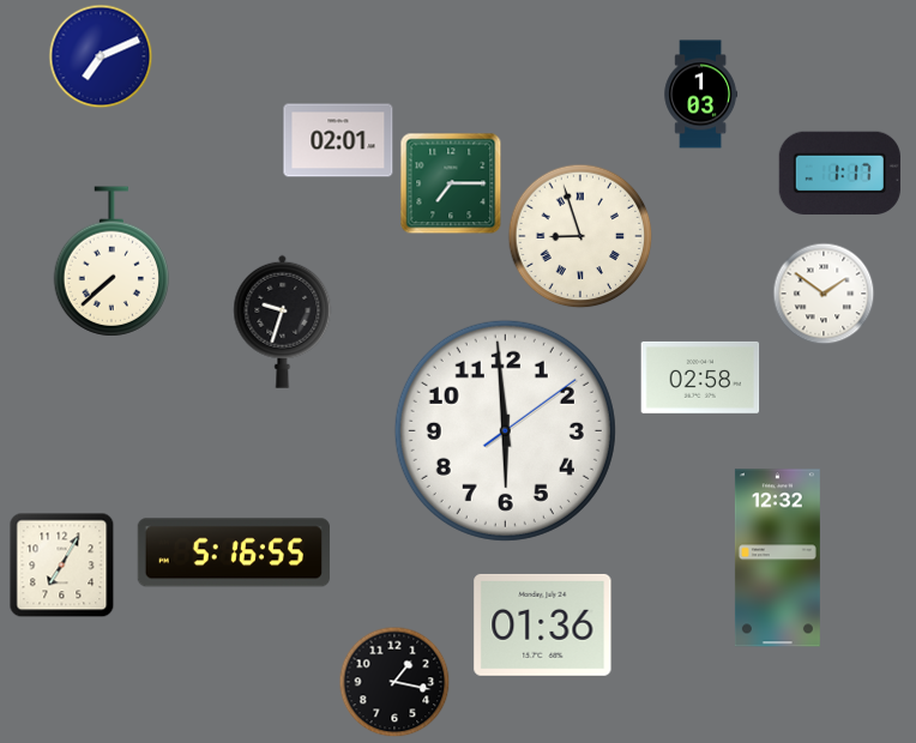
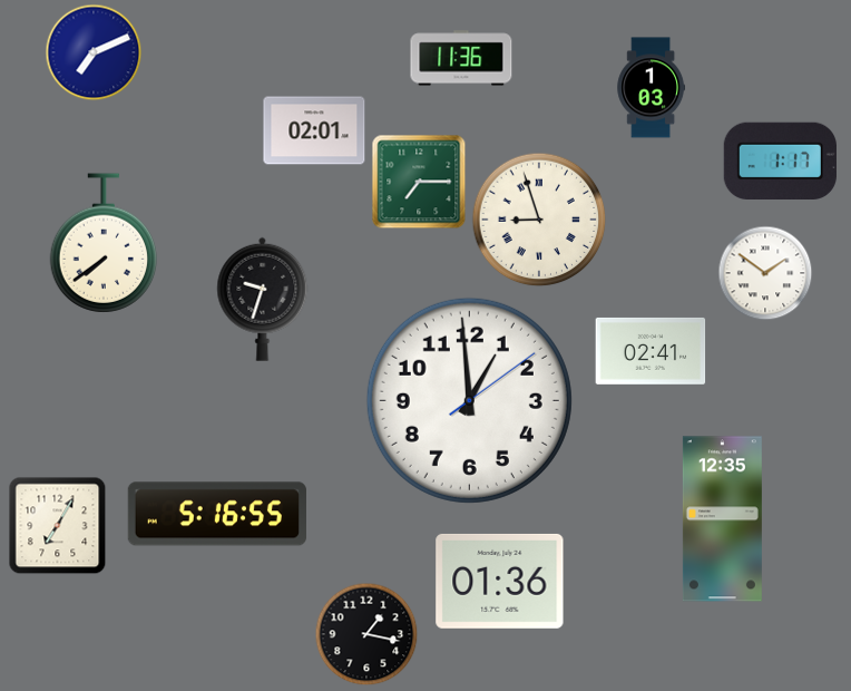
clock at (461, 58): none -> 11:36
clock at (451, 183) position: (451, 183) -> (419, 182)
clock at (110, 261): 7:38 -> 7:39
clock at (700, 377): 02:58 -> 02:41
clock at (505, 430): 5:59 -> 12:59
clock at (777, 558): 12:32 -> 12:35
clock at (543, 624) position: (543, 624) -> (500, 581)
